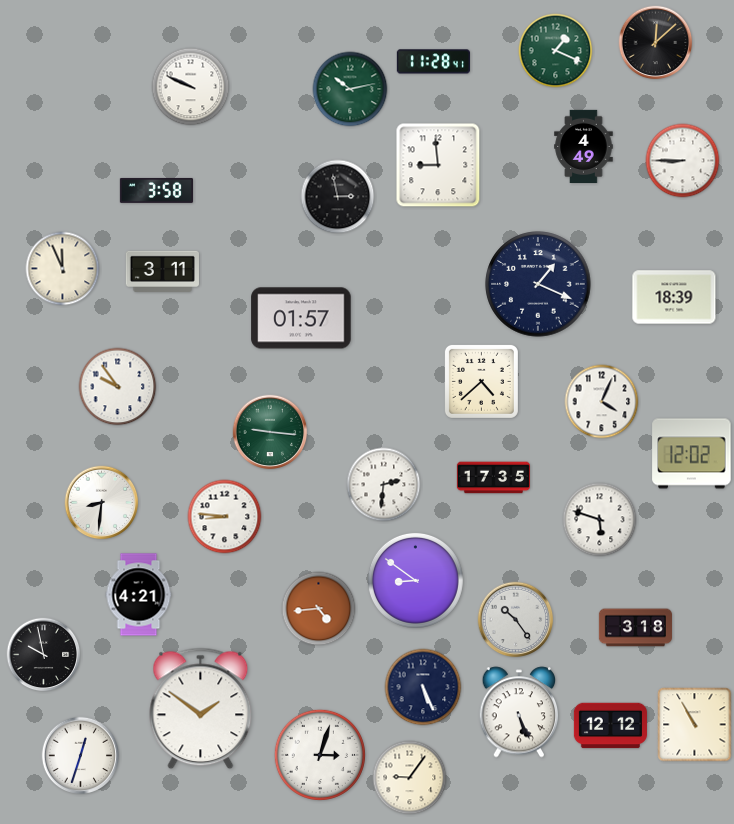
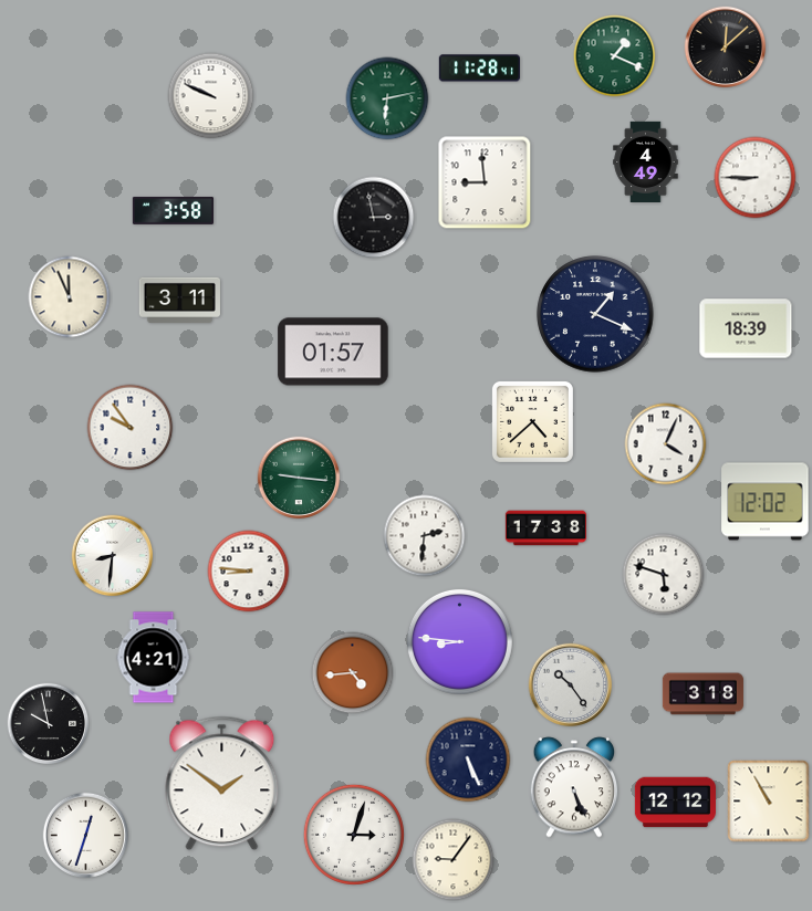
clock at (350, 89): 10:13 -> 6:13
clock at (493, 478): 17:35 -> 17:38
clock at (415, 580): 8:51 -> 8:46
clock at (81, 756) position: (81, 756) -> (86, 836)
